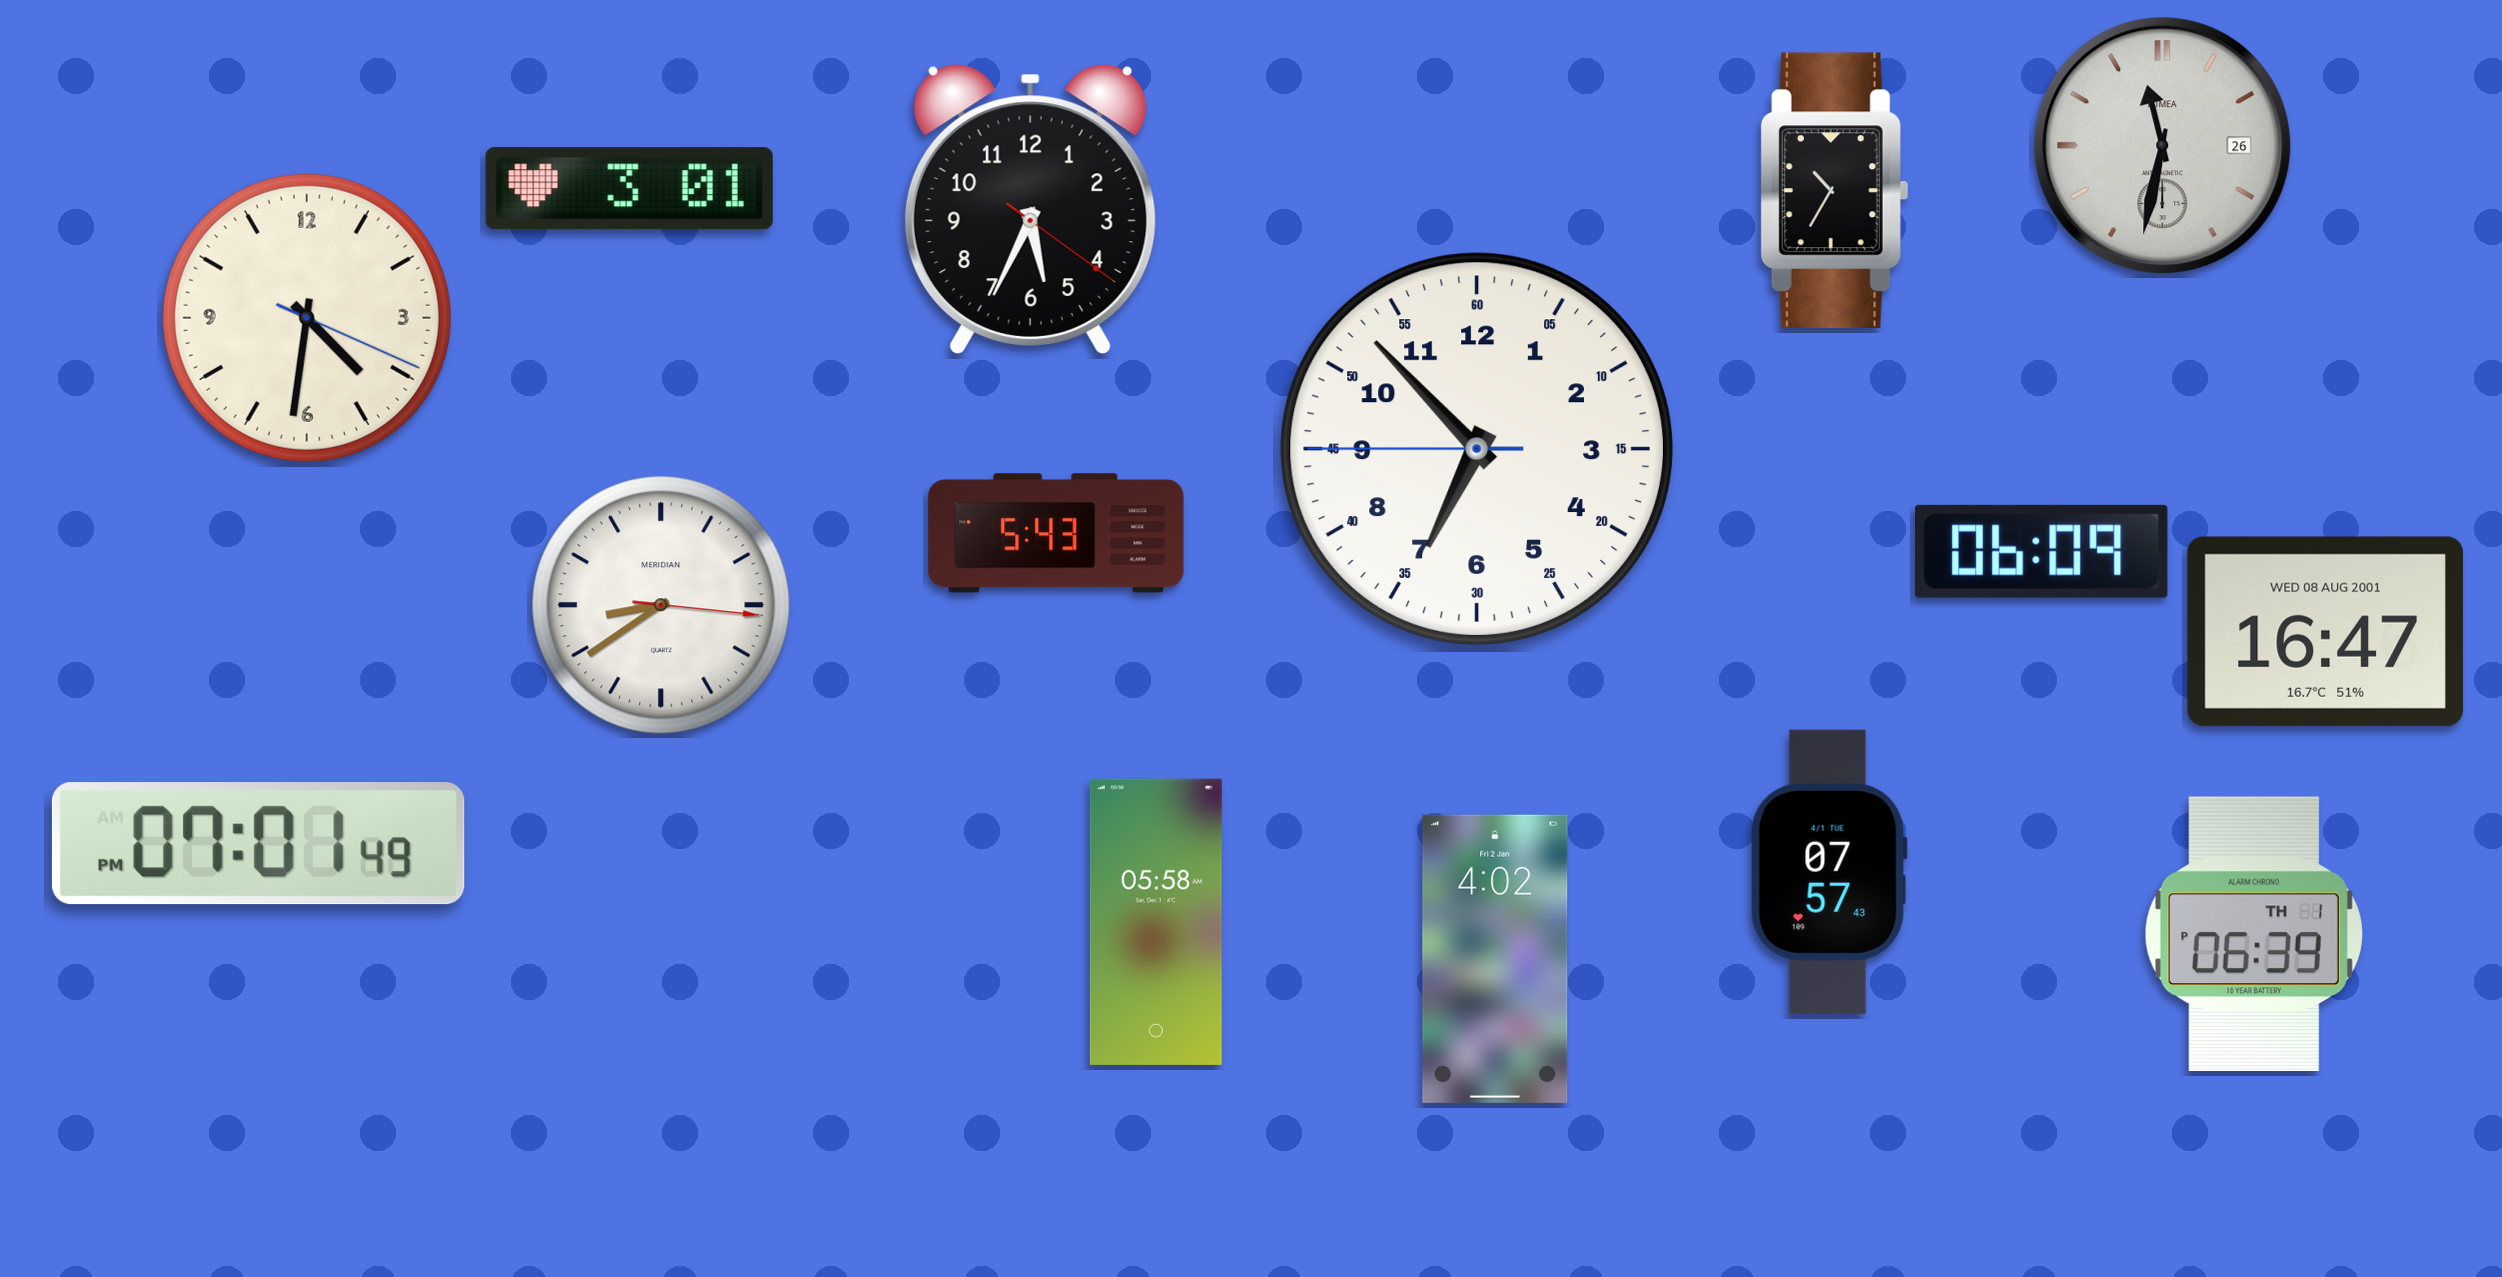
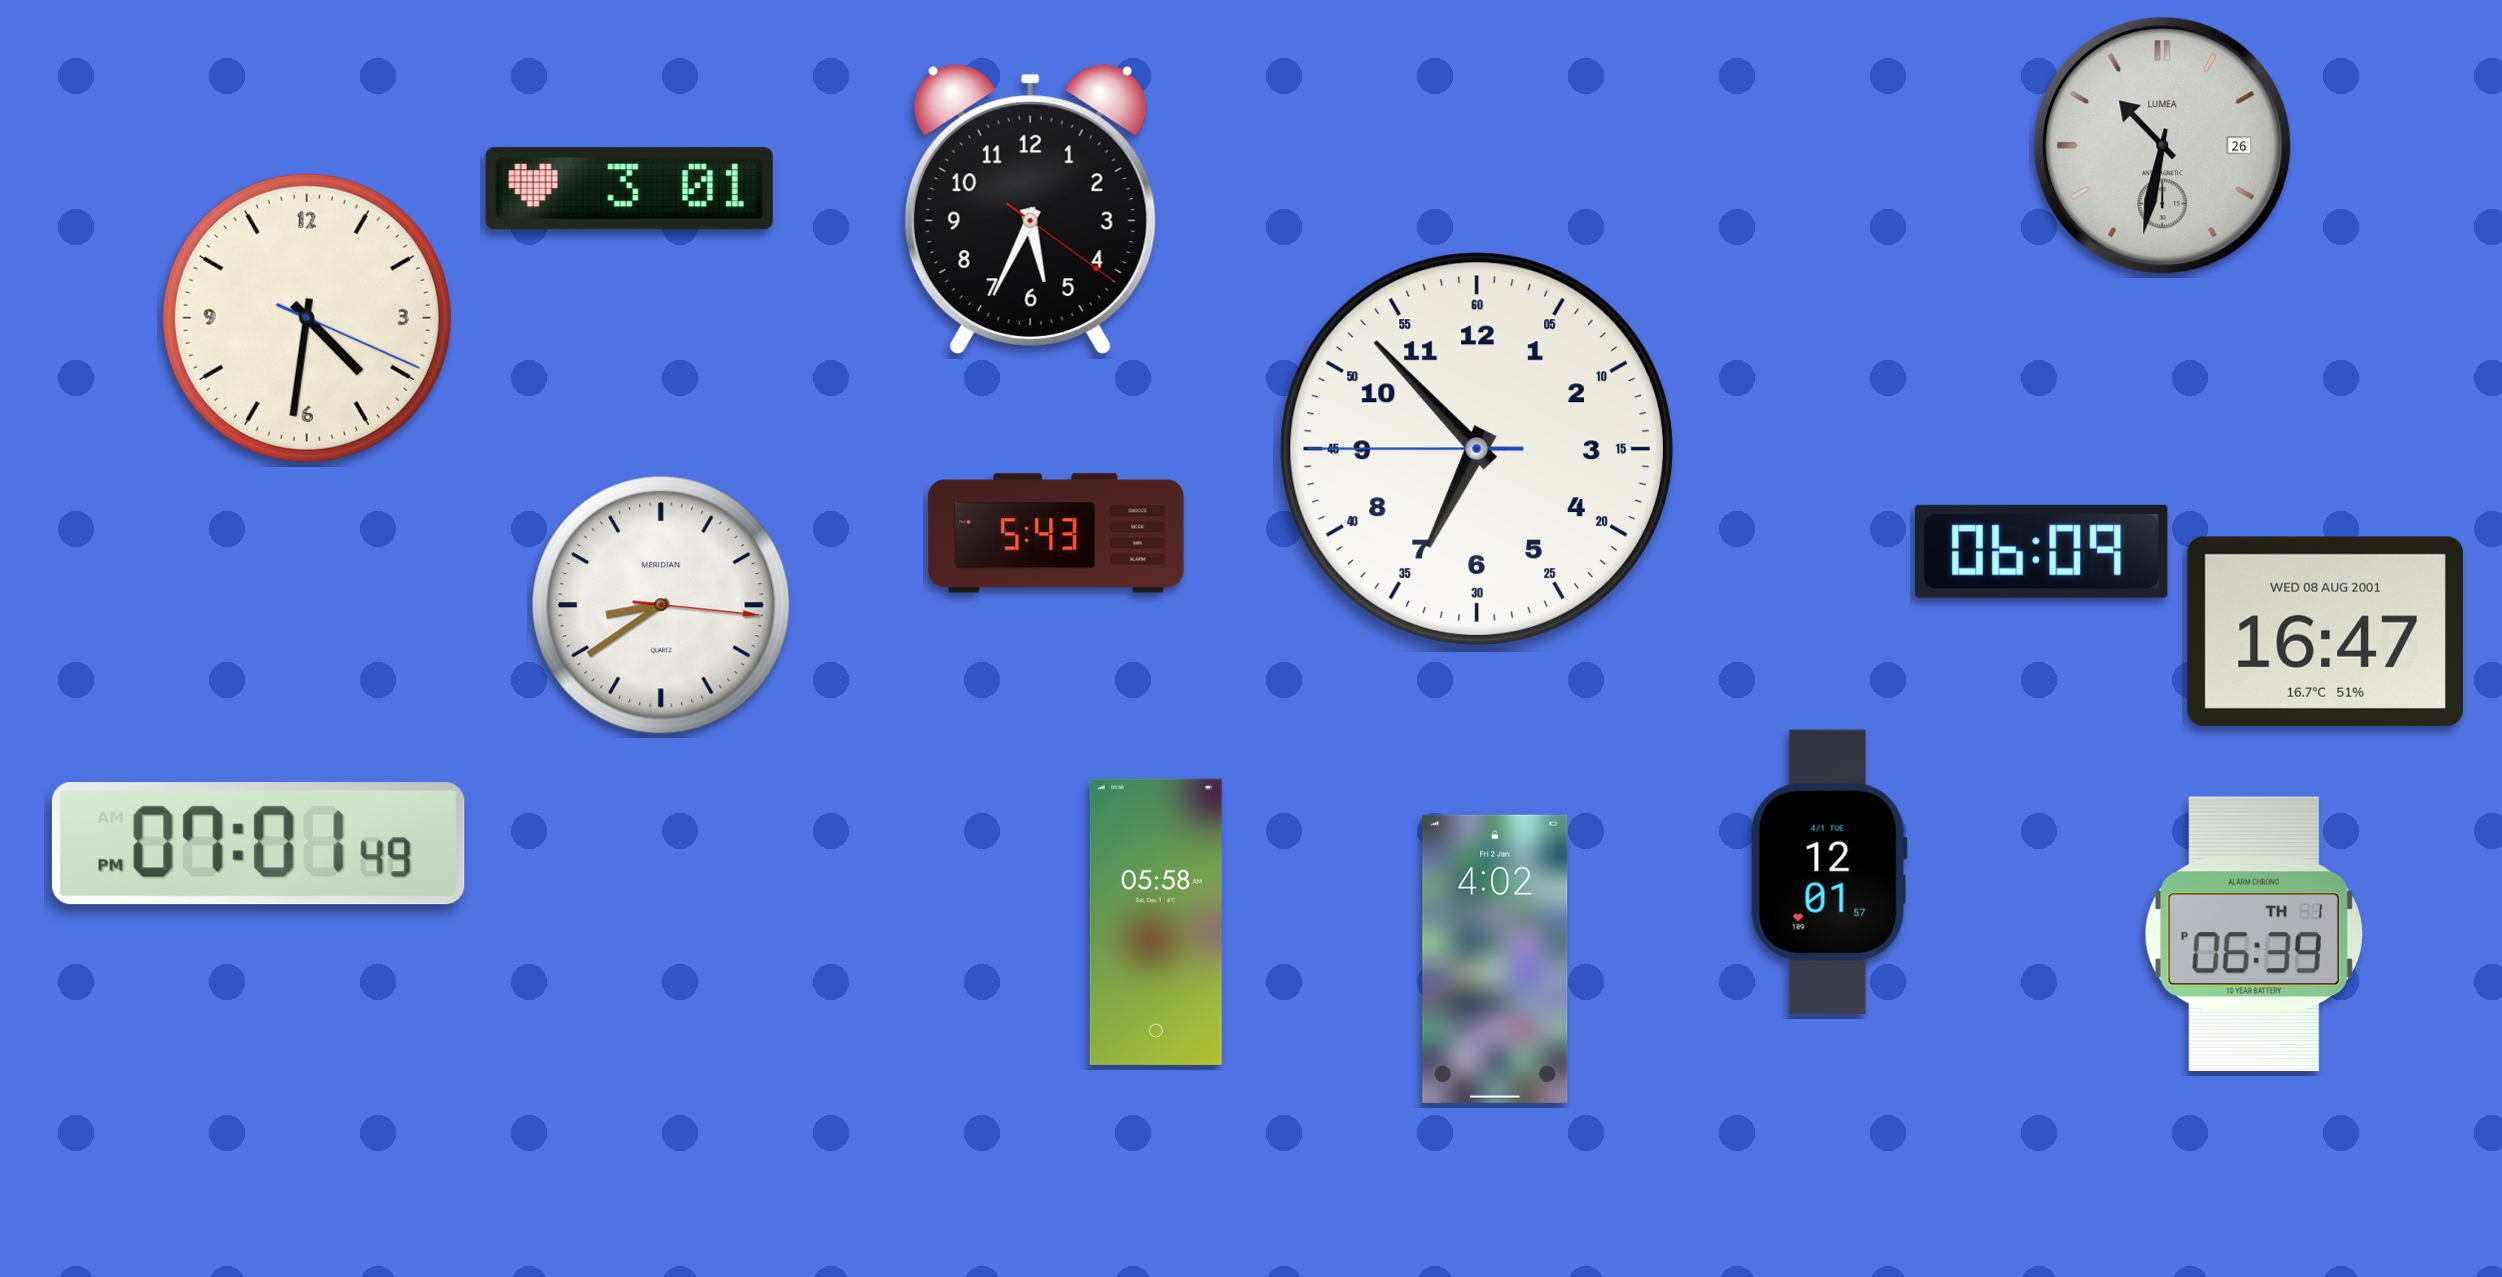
clock at (2163, 146): 11:32 -> 10:32
clock at (1834, 190): 10:35 -> none
clock at (1829, 872): 07:57 -> 12:01
